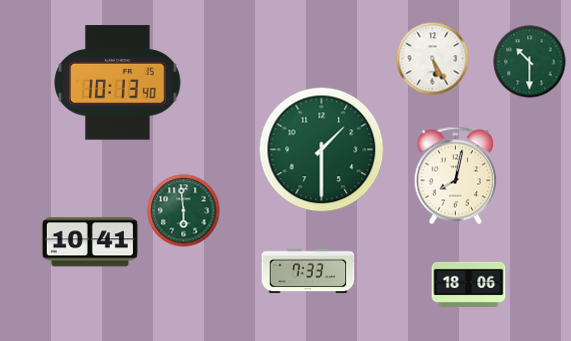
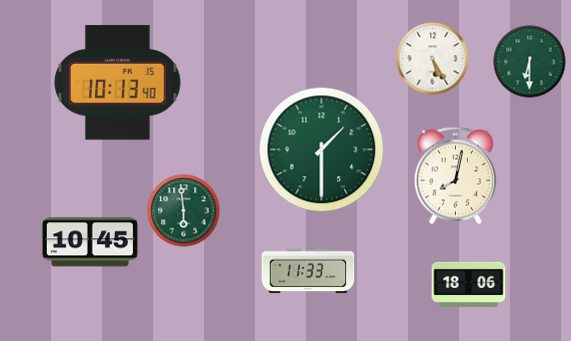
clock at (530, 62): 10:30 -> 6:30
clock at (90, 242): 10:41 -> 10:45
clock at (308, 271): 7:33 -> 11:33
